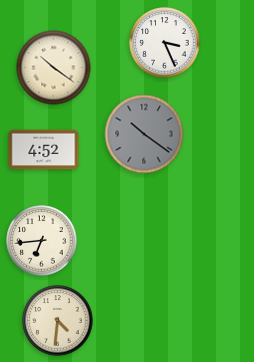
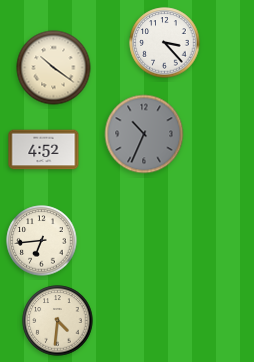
clock at (165, 43): 3:26 -> 3:23
clock at (144, 134): 10:21 -> 10:34
